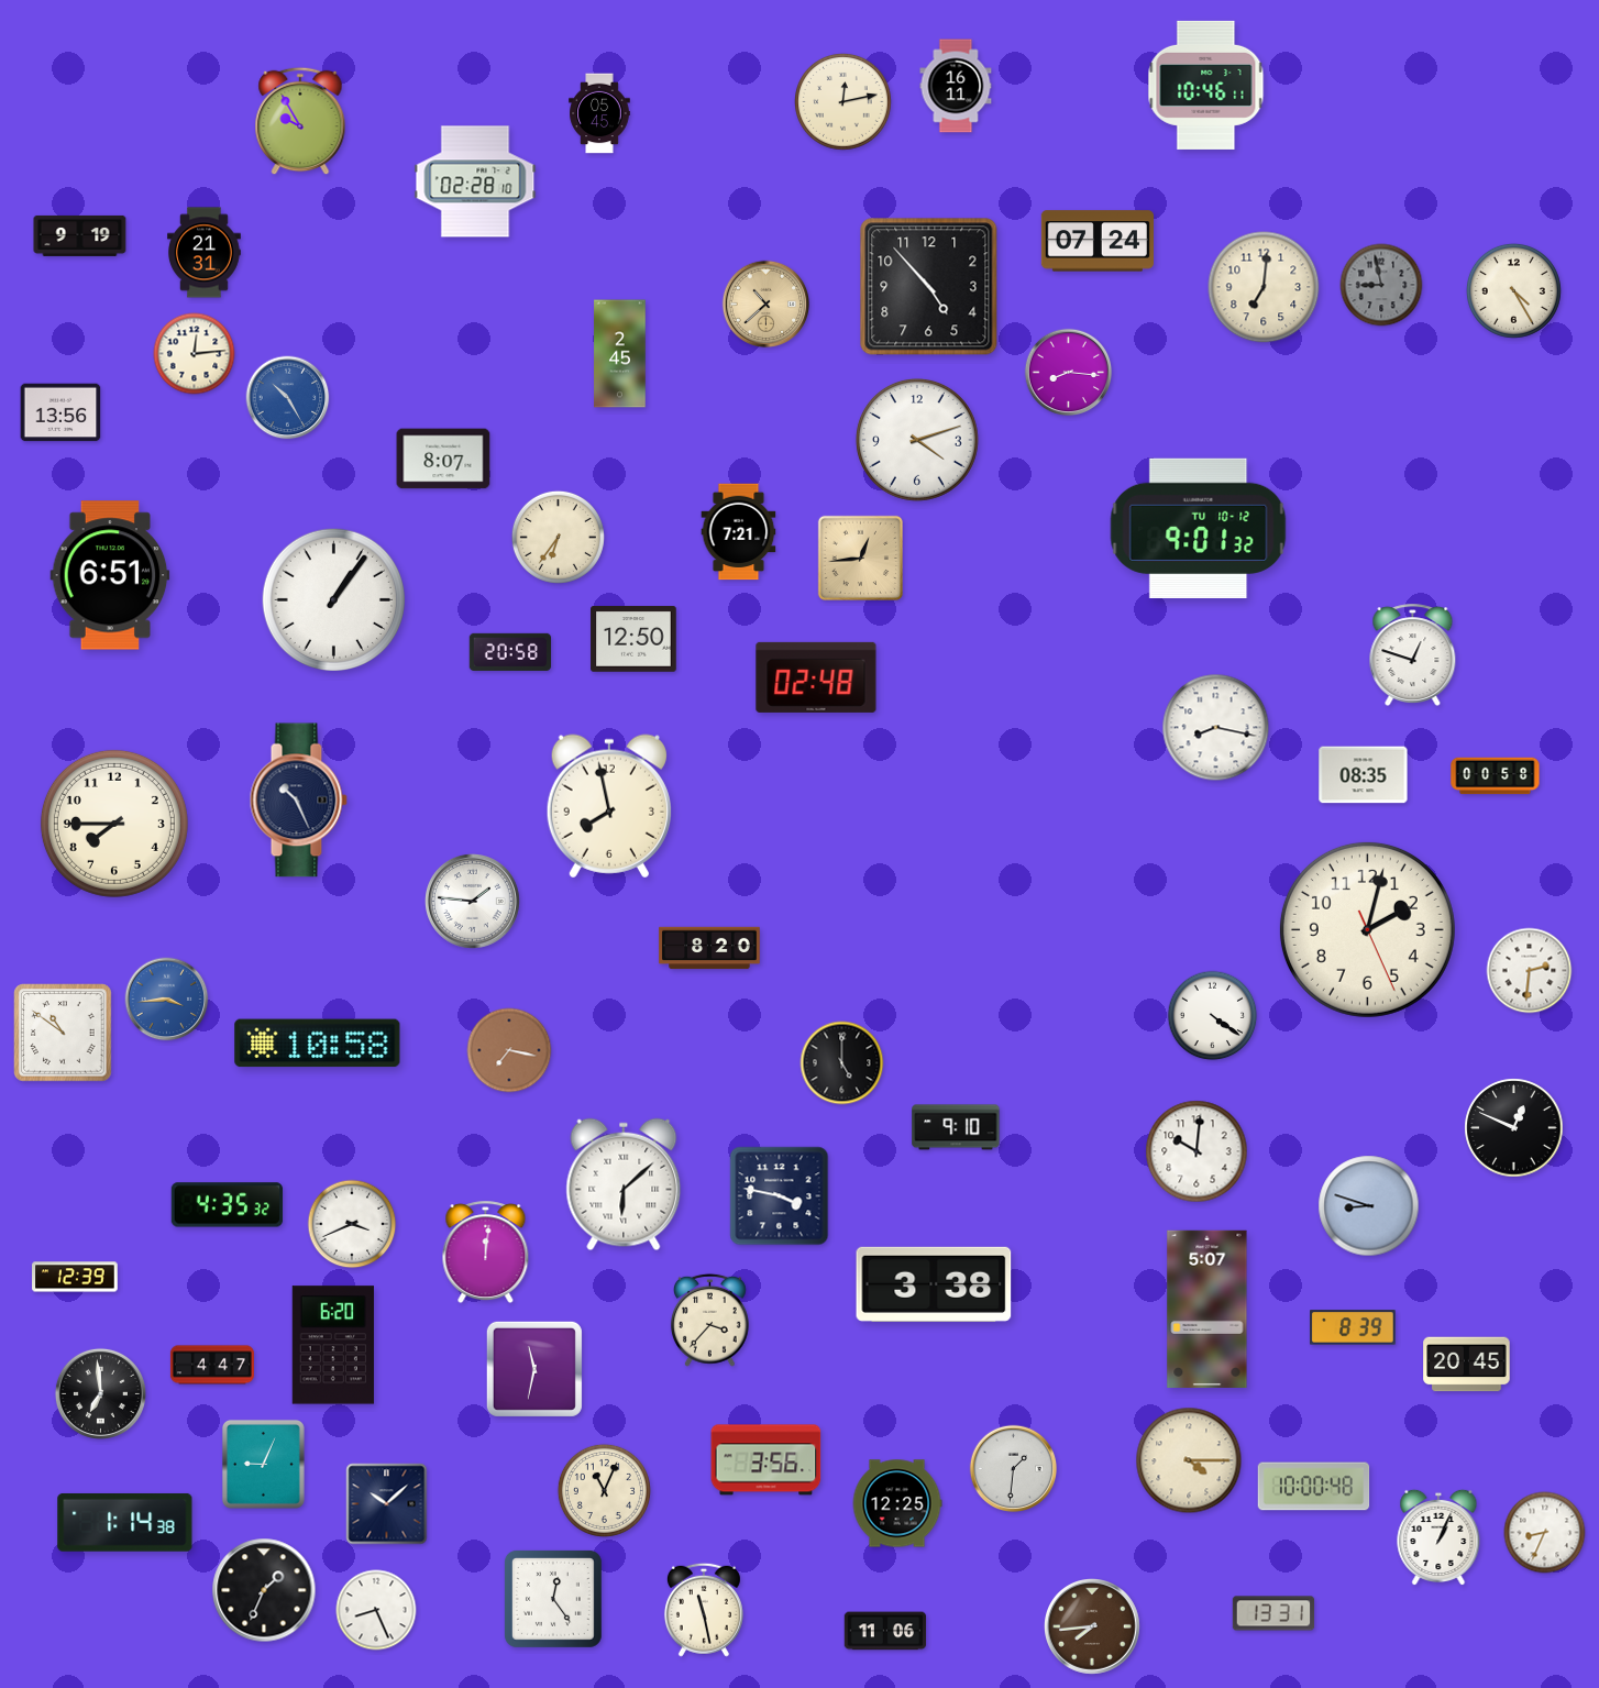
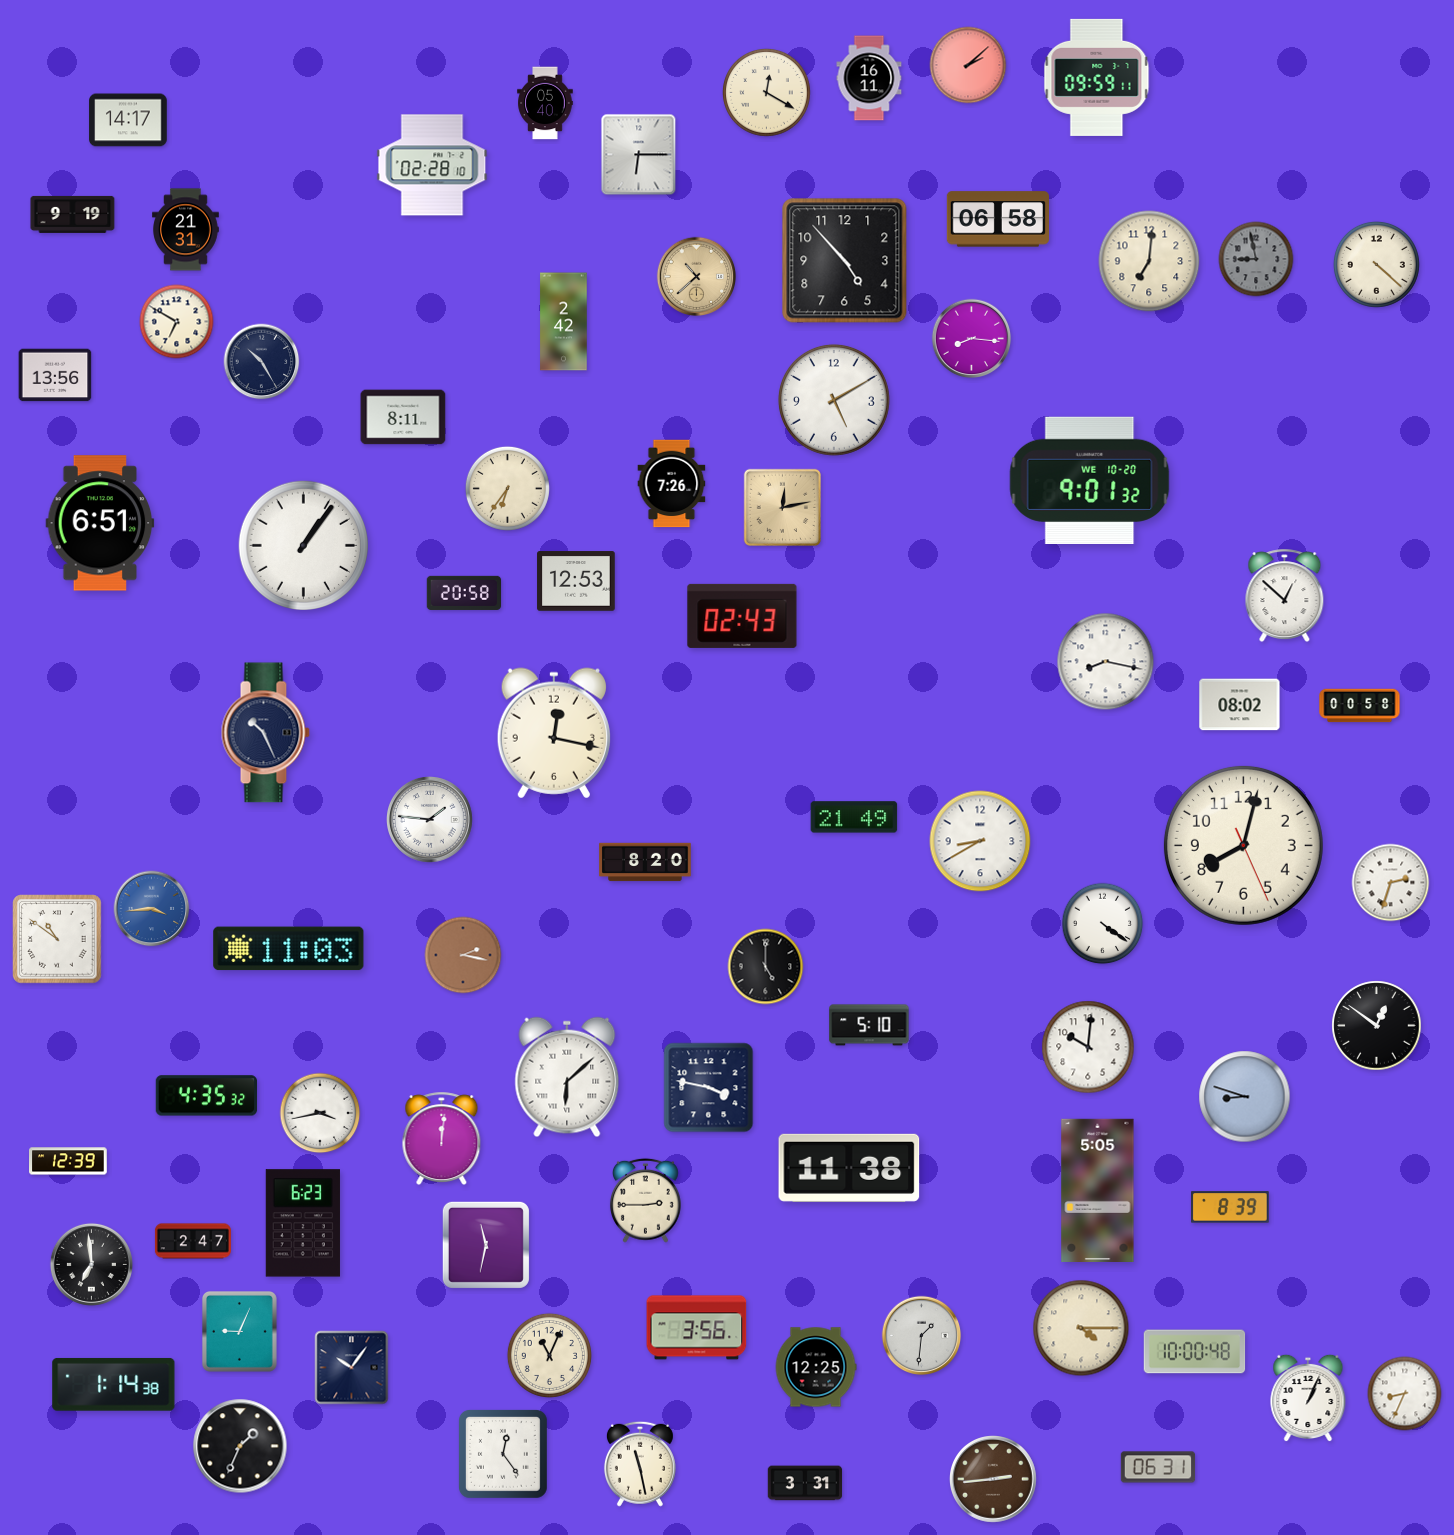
clock at (968, 65): none -> 2:08
clock at (1206, 85): 10:46 -> 09:59
clock at (843, 102): 12:13 -> 12:20
clock at (599, 113): 05:45 -> 05:40
clock at (300, 121): 9:55 -> none
clock at (128, 120): none -> 14:17
clock at (639, 155): none -> 6:15
clock at (1096, 241): 07:24 -> 06:58
clock at (1513, 290): 4:25 -> 4:22
clock at (195, 354): 12:14 -> 6:50
clock at (620, 354): 2:45 -> 2:42
clock at (288, 398) dial: blue -> navy
clock at (917, 440): 4:12 -> 5:10
clock at (443, 459): 8:07 -> 8:11
clock at (1199, 528) date: TU 10-12 -> WE 10-20
clock at (739, 532): 7:21 -> 7:26
clock at (860, 558): 12:44 -> 12:13
clock at (633, 639): 12:50 -> 12:53
clock at (1413, 655): 12:48 -> 12:52
clock at (816, 677): 02:48 -> 02:43
clock at (1364, 775): 08:35 -> 08:02
clock at (298, 801) position: (298, 801) -> (265, 733)
clock at (609, 806): 7:58 -> 12:17
clock at (114, 824): 7:45 -> none
clock at (854, 817): none -> 21:49
clock at (980, 841): none -> 8:40
clock at (1367, 929): 2:02 -> 8:02
clock at (1530, 971): 2:31 -> 2:33
clock at (318, 1044): 10:58 -> 11:03
clock at (509, 1050): 7:17 -> 2:17
clock at (956, 1127): 9:10 -> 5:10
clock at (1514, 1128): 12:49 -> 12:51
clock at (352, 1224): 3:41 -> 3:43
clock at (934, 1284): 3:38 -> 11:38
clock at (1207, 1309): 5:07 -> 5:05
clock at (709, 1320): 3:37 -> 2:45
clock at (333, 1345): 6:20 -> 6:23
clock at (212, 1365): 4:47 -> 2:47
clock at (1467, 1365): 20:45 -> none
clock at (100, 1393) position: (100, 1393) -> (91, 1264)
clock at (387, 1504): 10:08 -> 10:06
clock at (376, 1610): 8:26 -> none
clock at (1273, 1613): 13:31 -> 06:31
clock at (1093, 1628): 7:44 -> 2:44
clock at (885, 1631): 11:06 -> 3:31
